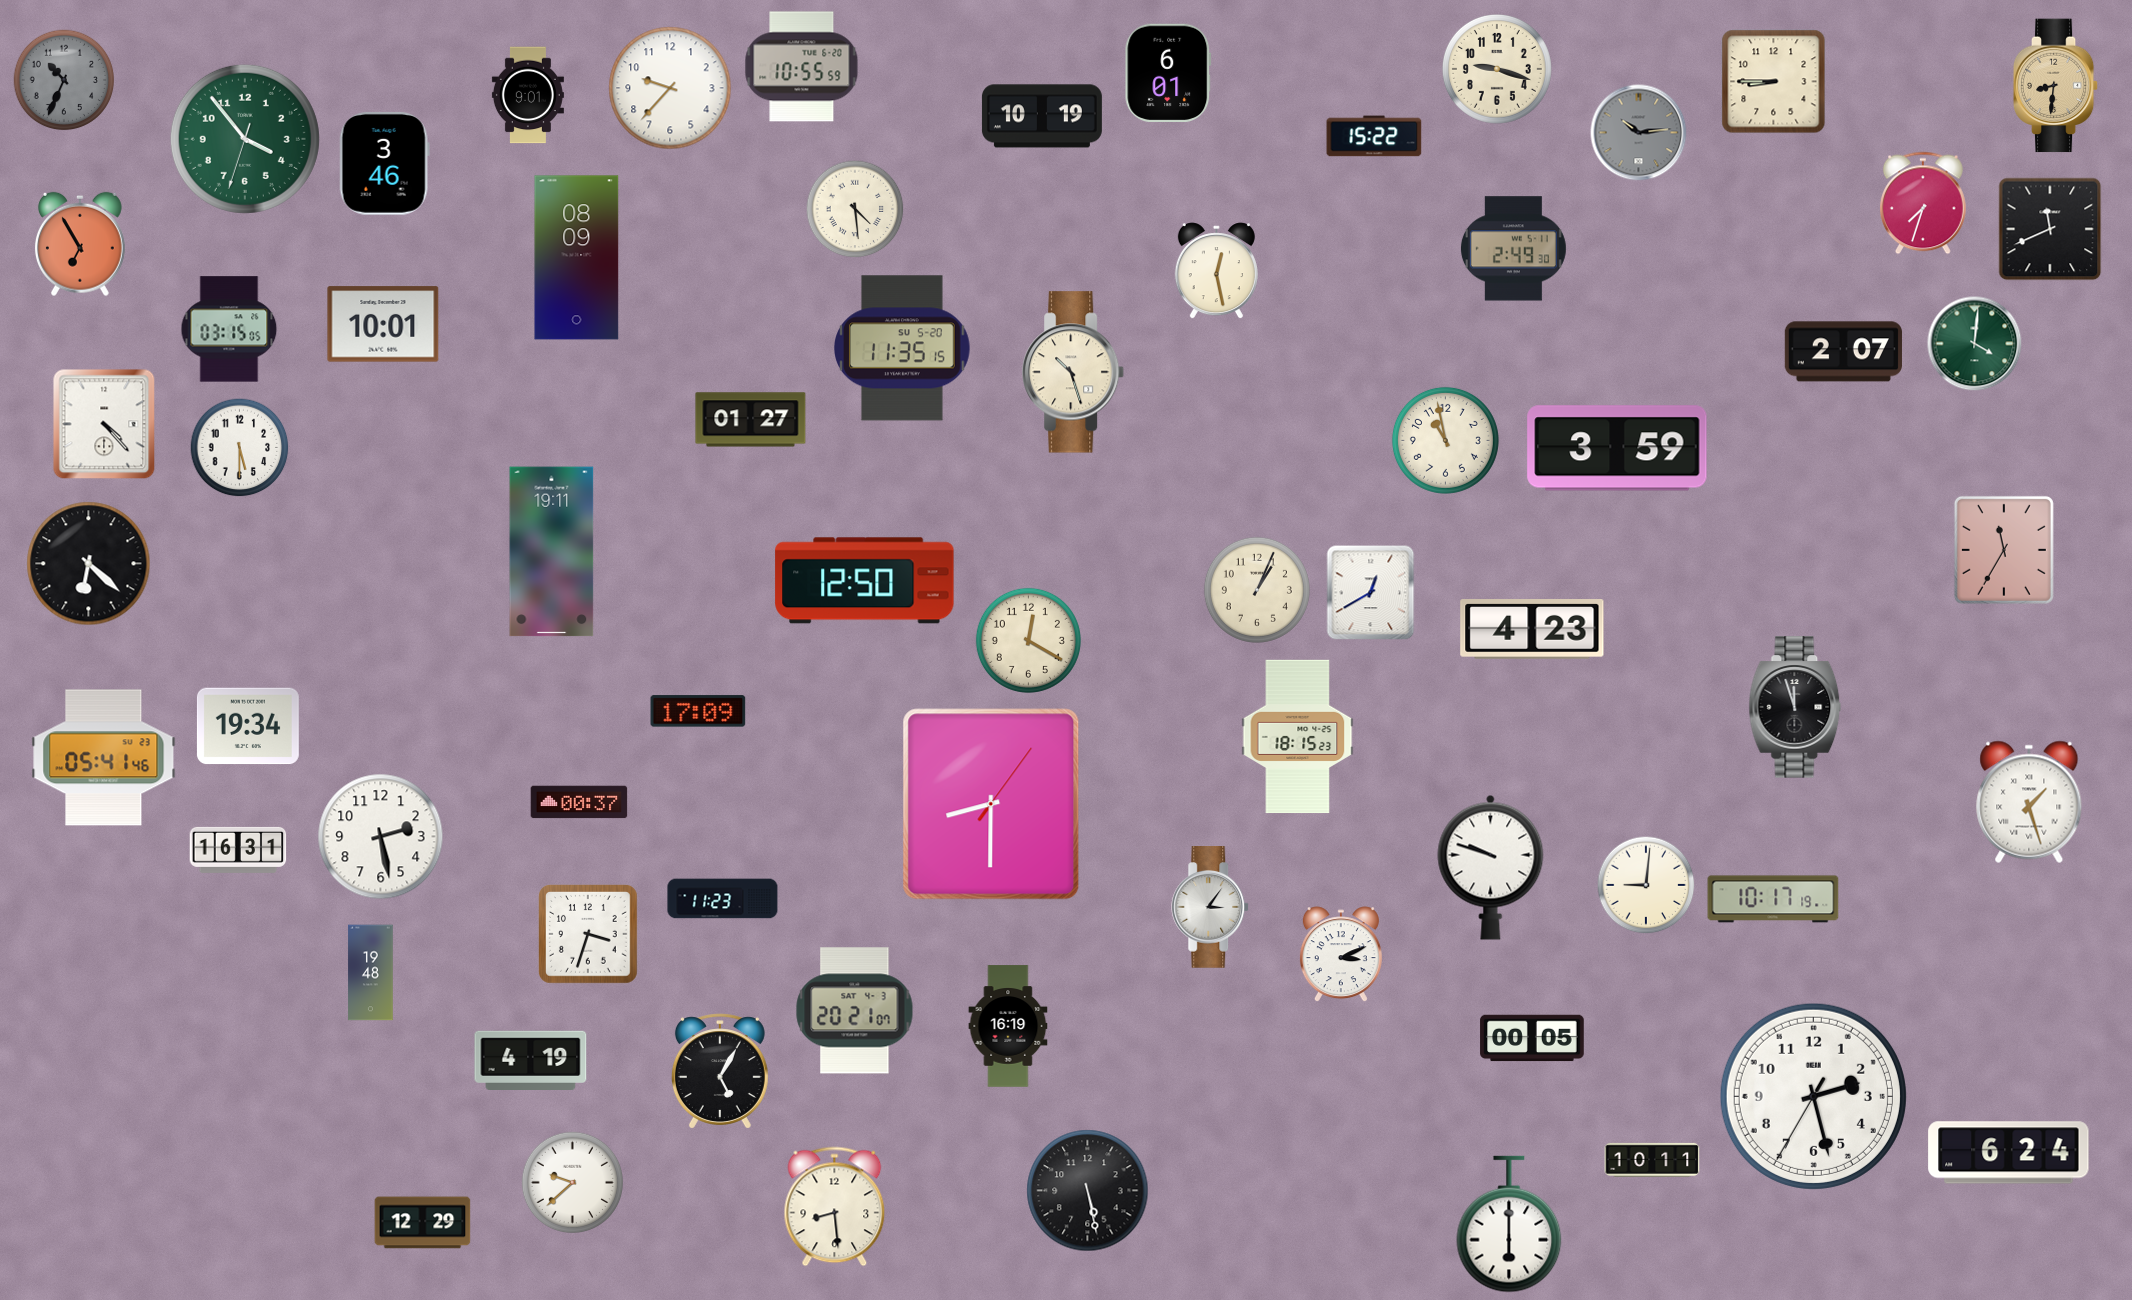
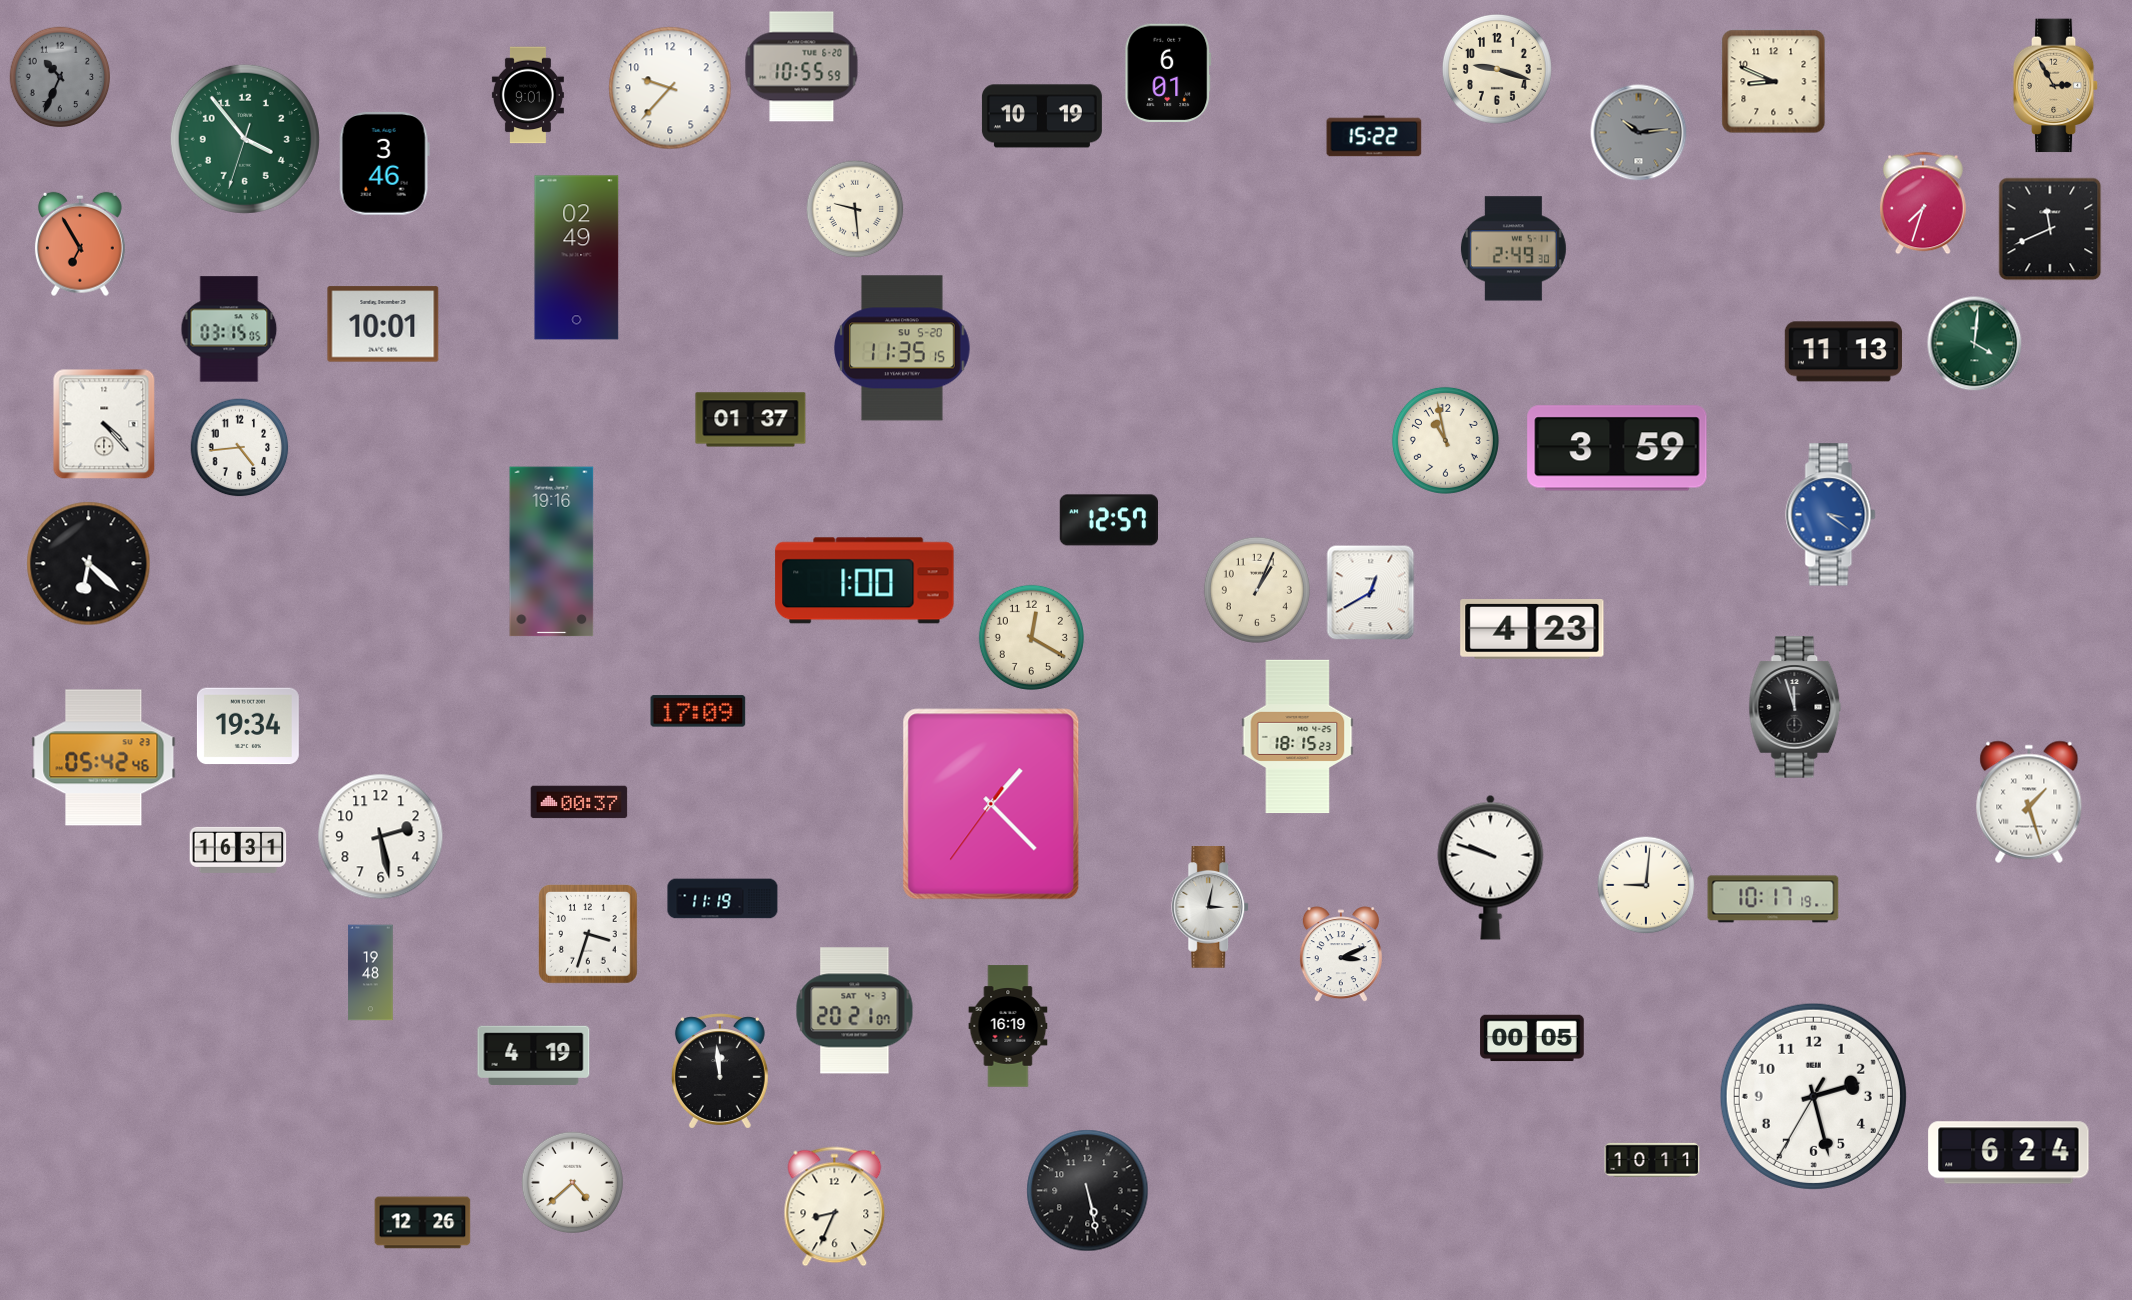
clock at (64, 80) position: (64, 80) -> (60, 77)
clock at (1774, 82): 8:45 -> 8:49
clock at (2056, 86): 8:31 -> 2:55
clock at (855, 209): 4:29 -> 9:29
clock at (577, 258): 08:09 -> 02:49
clock at (1216, 271): 12:28 -> none
clock at (1843, 352): 2:07 -> 11:13
clock at (1074, 372): 10:27 -> none
clock at (751, 420): 01:27 -> 01:37
clock at (240, 448): 5:30 -> 4:44
clock at (1831, 515): none -> 3:21
clock at (1108, 520): none -> 12:57
clock at (2004, 550): 11:35 -> none
clock at (552, 552): 19:11 -> 19:16
clock at (865, 581): 12:50 -> 1:00
clock at (1028, 640) position: (1028, 640) -> (1031, 637)
clock at (104, 758): 05:41 -> 05:42
clock at (991, 804): 8:30 -> 1:22
clock at (723, 899): 11:23 -> 11:19
clock at (1211, 907): 3:06 -> 3:02
clock at (531, 1060) position: (531, 1060) -> (534, 1055)
clock at (720, 1071): 5:05 -> 11:59
clock at (572, 1182): 9:38 -> 4:38
clock at (835, 1207): 8:29 -> 8:34
clock at (423, 1223): 12:29 -> 12:26
clock at (1509, 1224): 6:00 -> none
